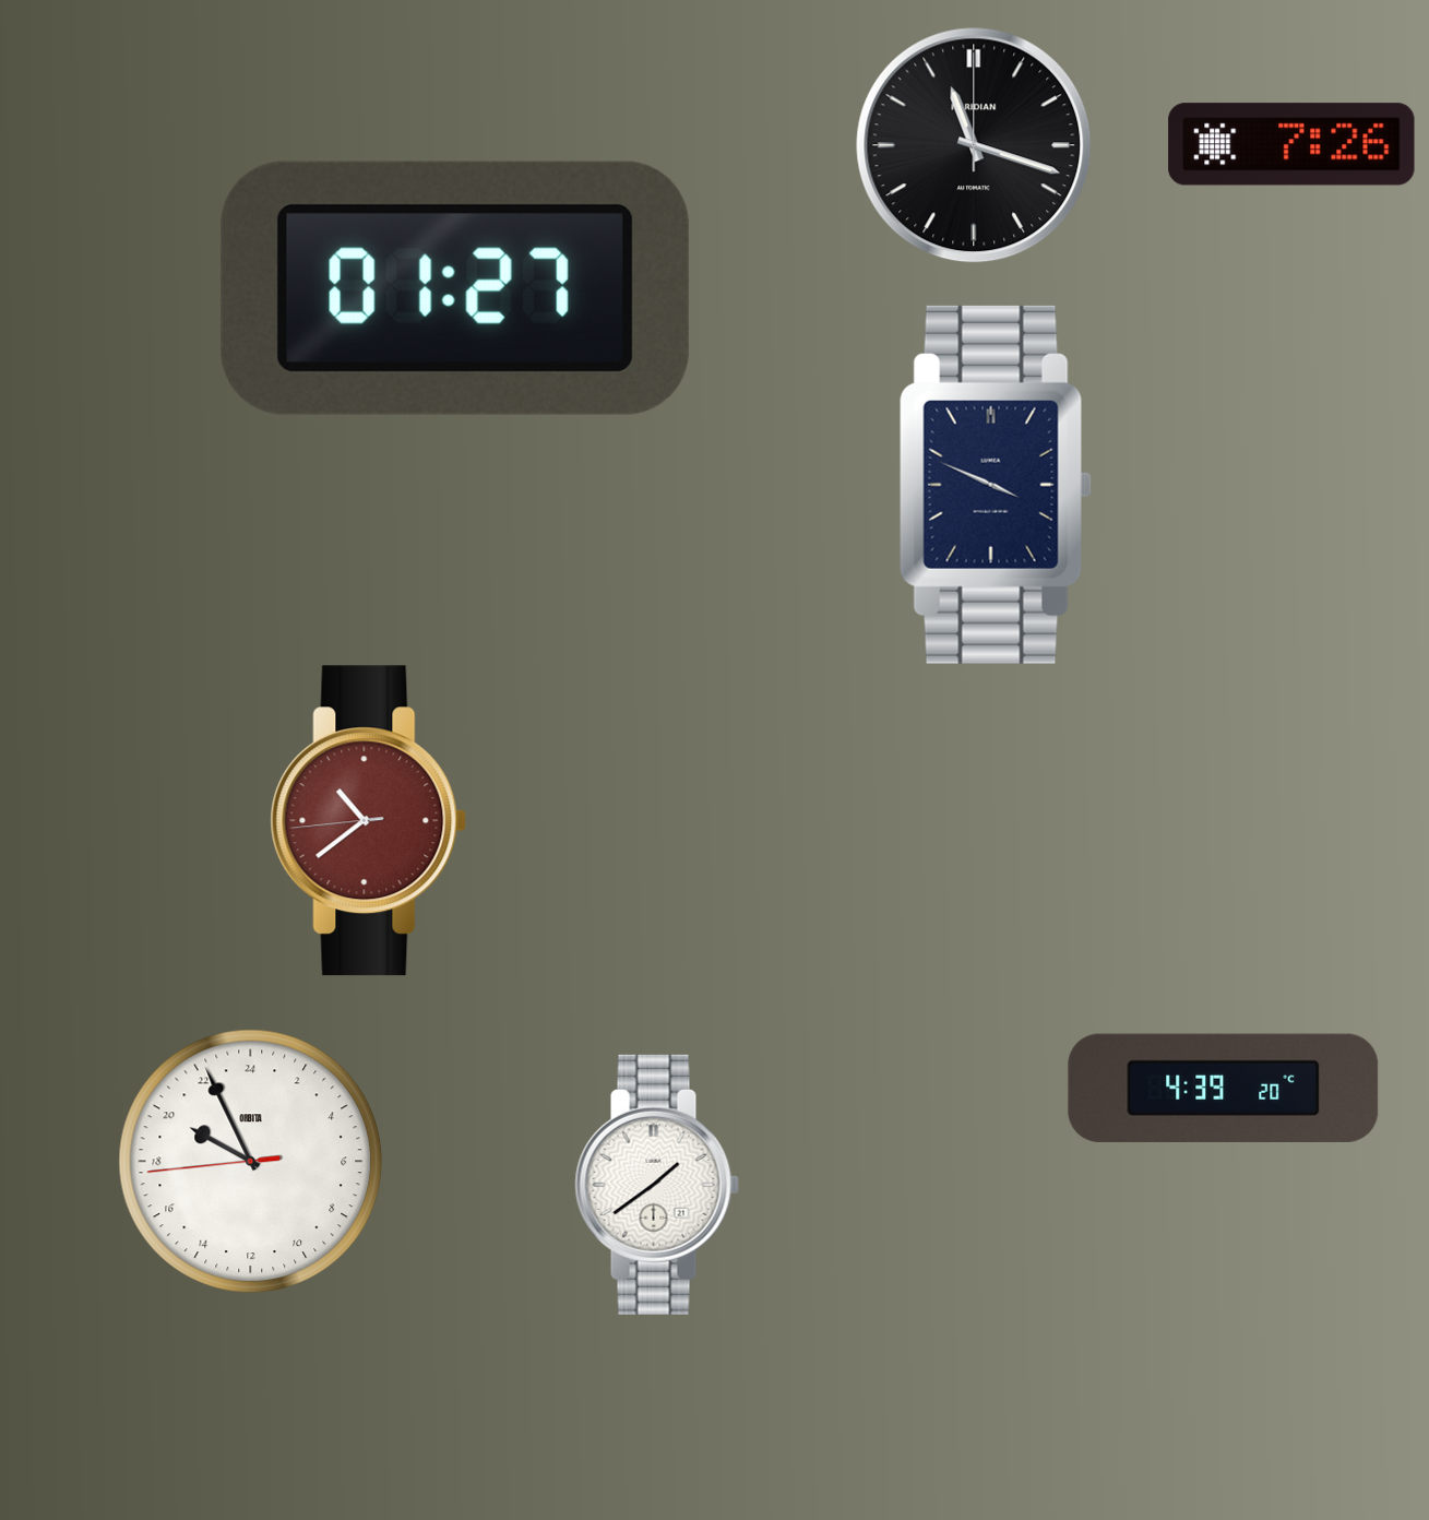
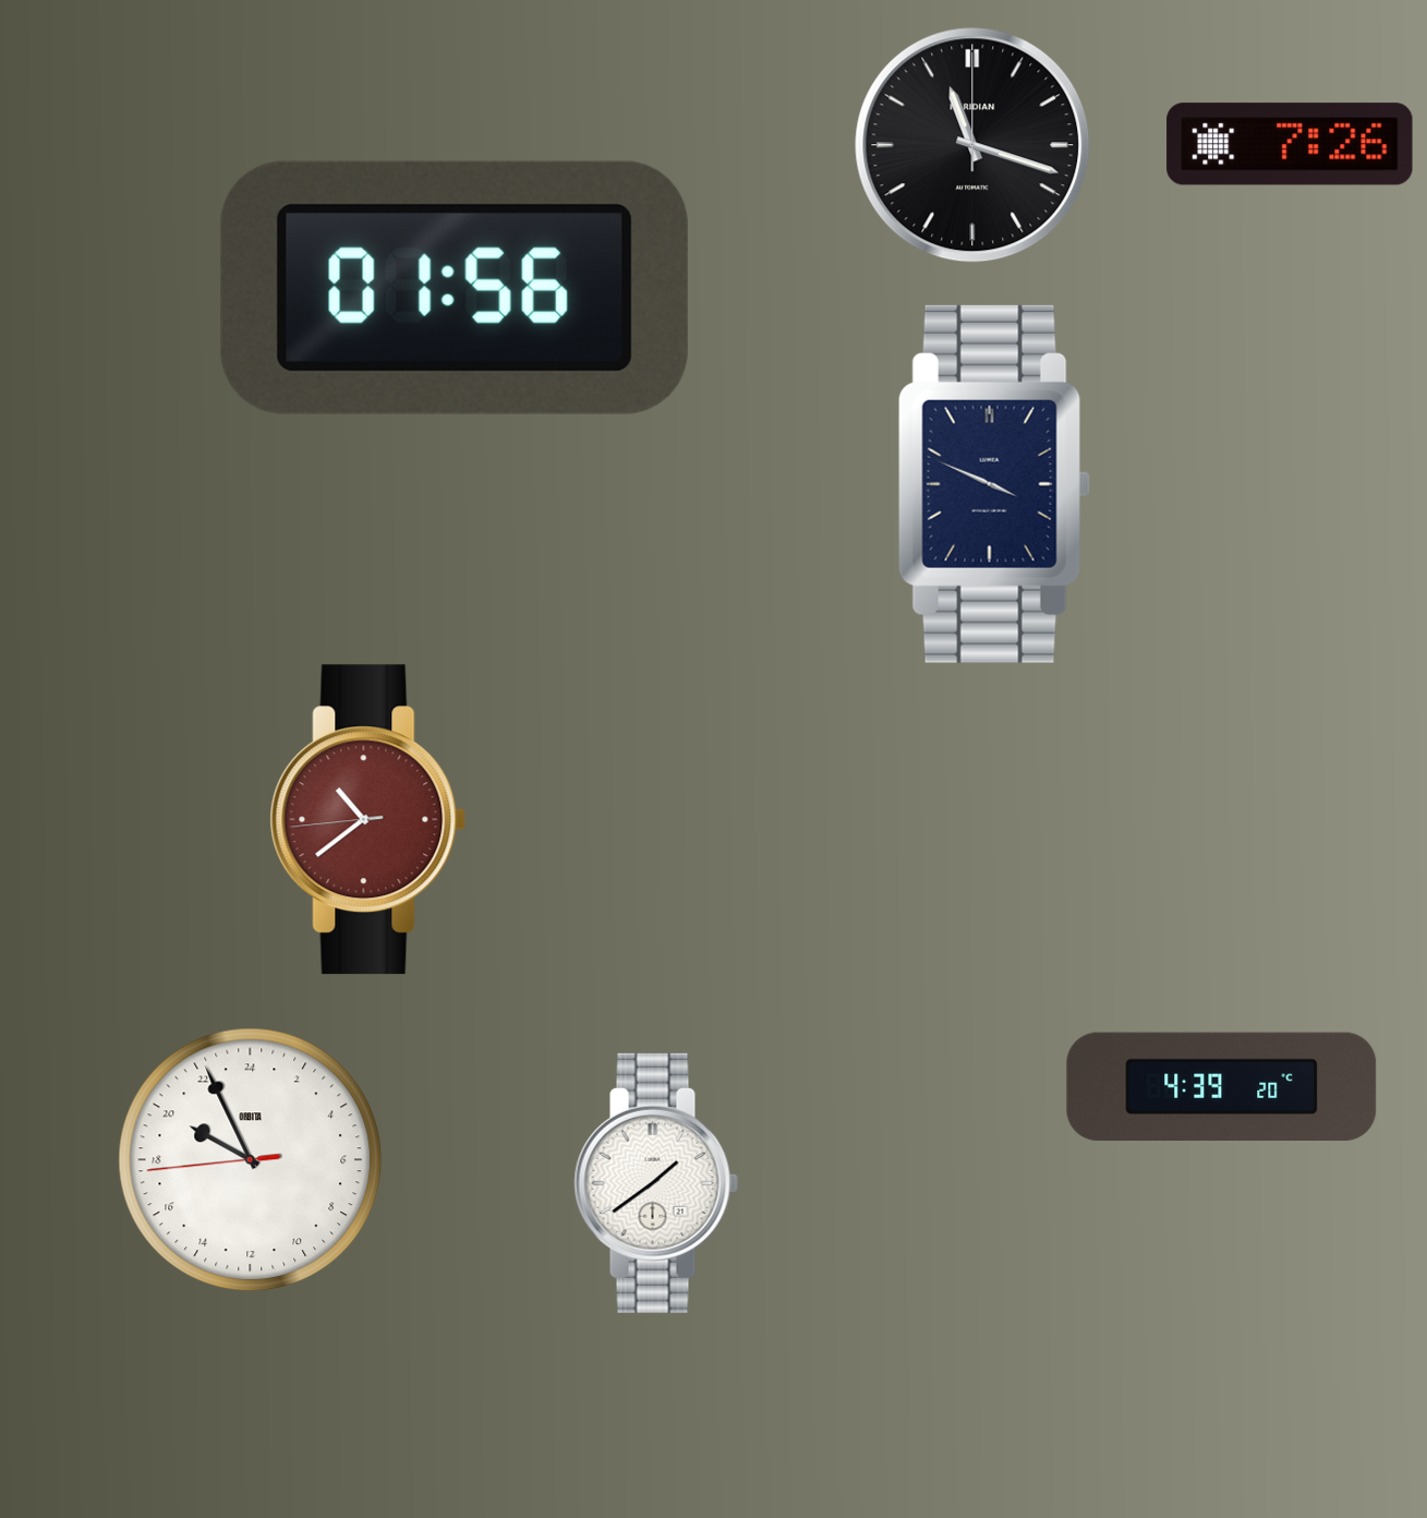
clock at (455, 288): 01:27 -> 01:56
